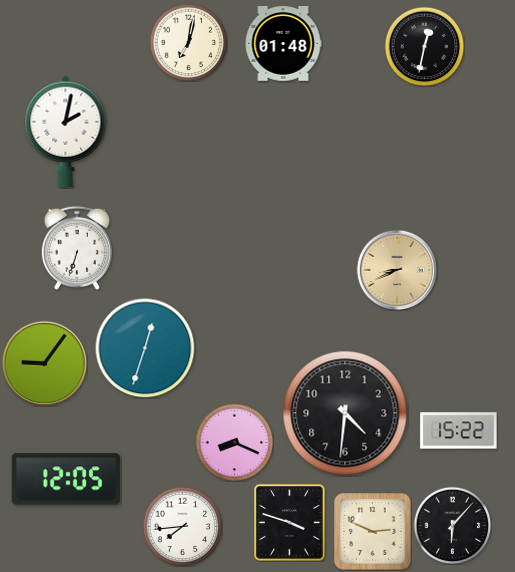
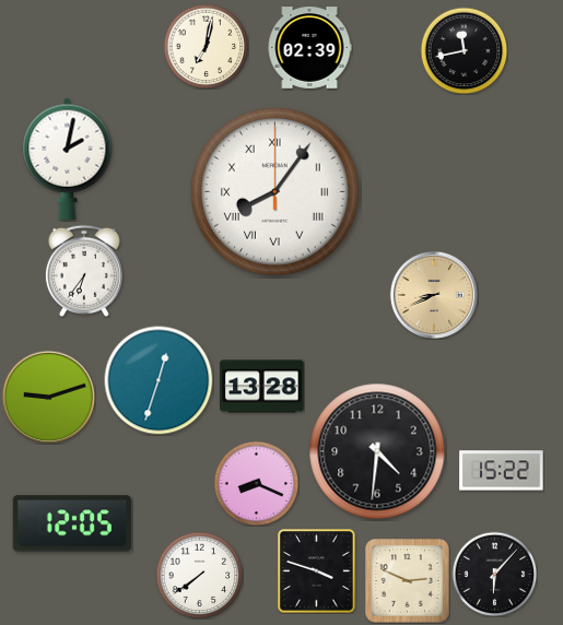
clock at (283, 44): 01:48 -> 02:39
clock at (424, 46): 12:32 -> 11:43
clock at (66, 131) position: (66, 131) -> (68, 158)
clock at (275, 192): none -> 8:06
clock at (77, 248): 6:33 -> 6:36
clock at (262, 387): none -> 13:28
clock at (44, 363): 9:06 -> 9:12
clock at (182, 526): 7:44 -> 7:39
